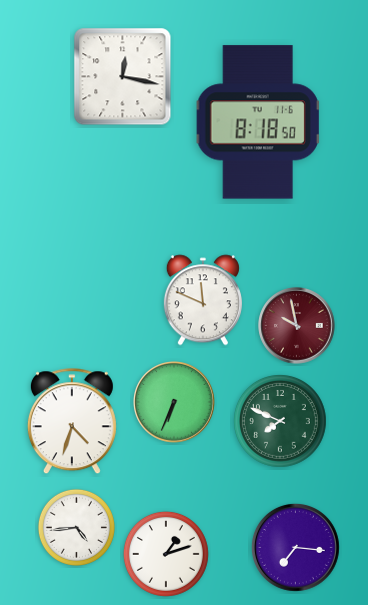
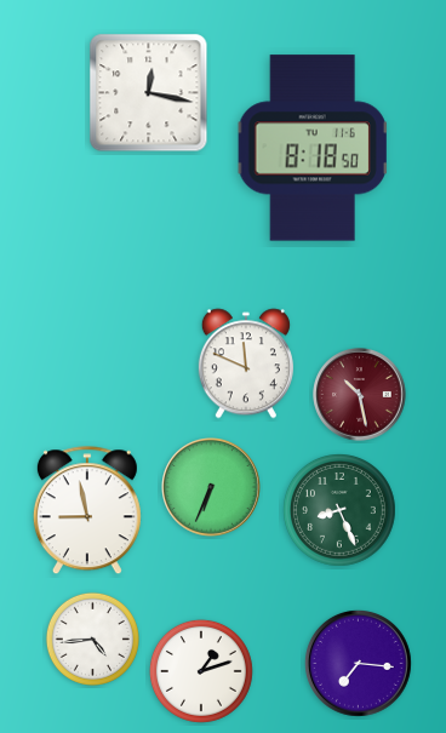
clock at (297, 326): 9:58 -> 10:28
clock at (72, 422): 4:33 -> 8:58
clock at (281, 422): 7:49 -> 8:26
